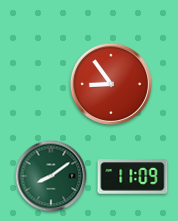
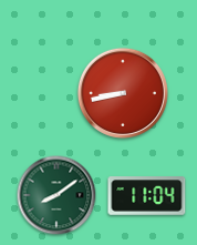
clock at (111, 84): 8:54 -> 8:43
clock at (133, 177): 11:09 -> 11:04
